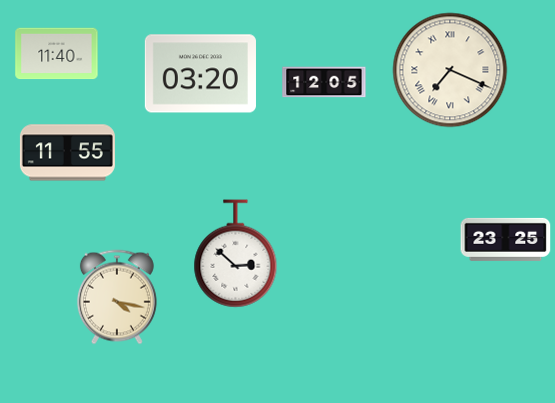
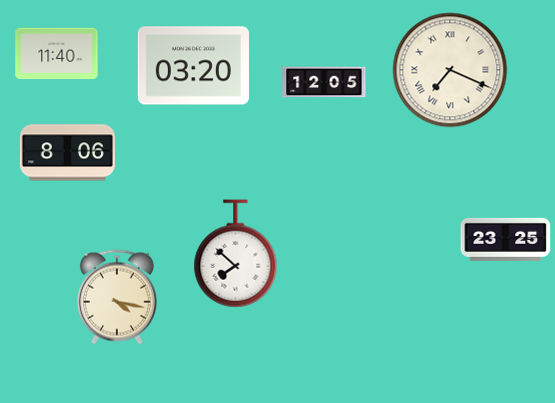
clock at (200, 74) position: (200, 74) -> (193, 66)
clock at (67, 153): 11:55 -> 8:06
clock at (236, 254): 2:52 -> 7:52
